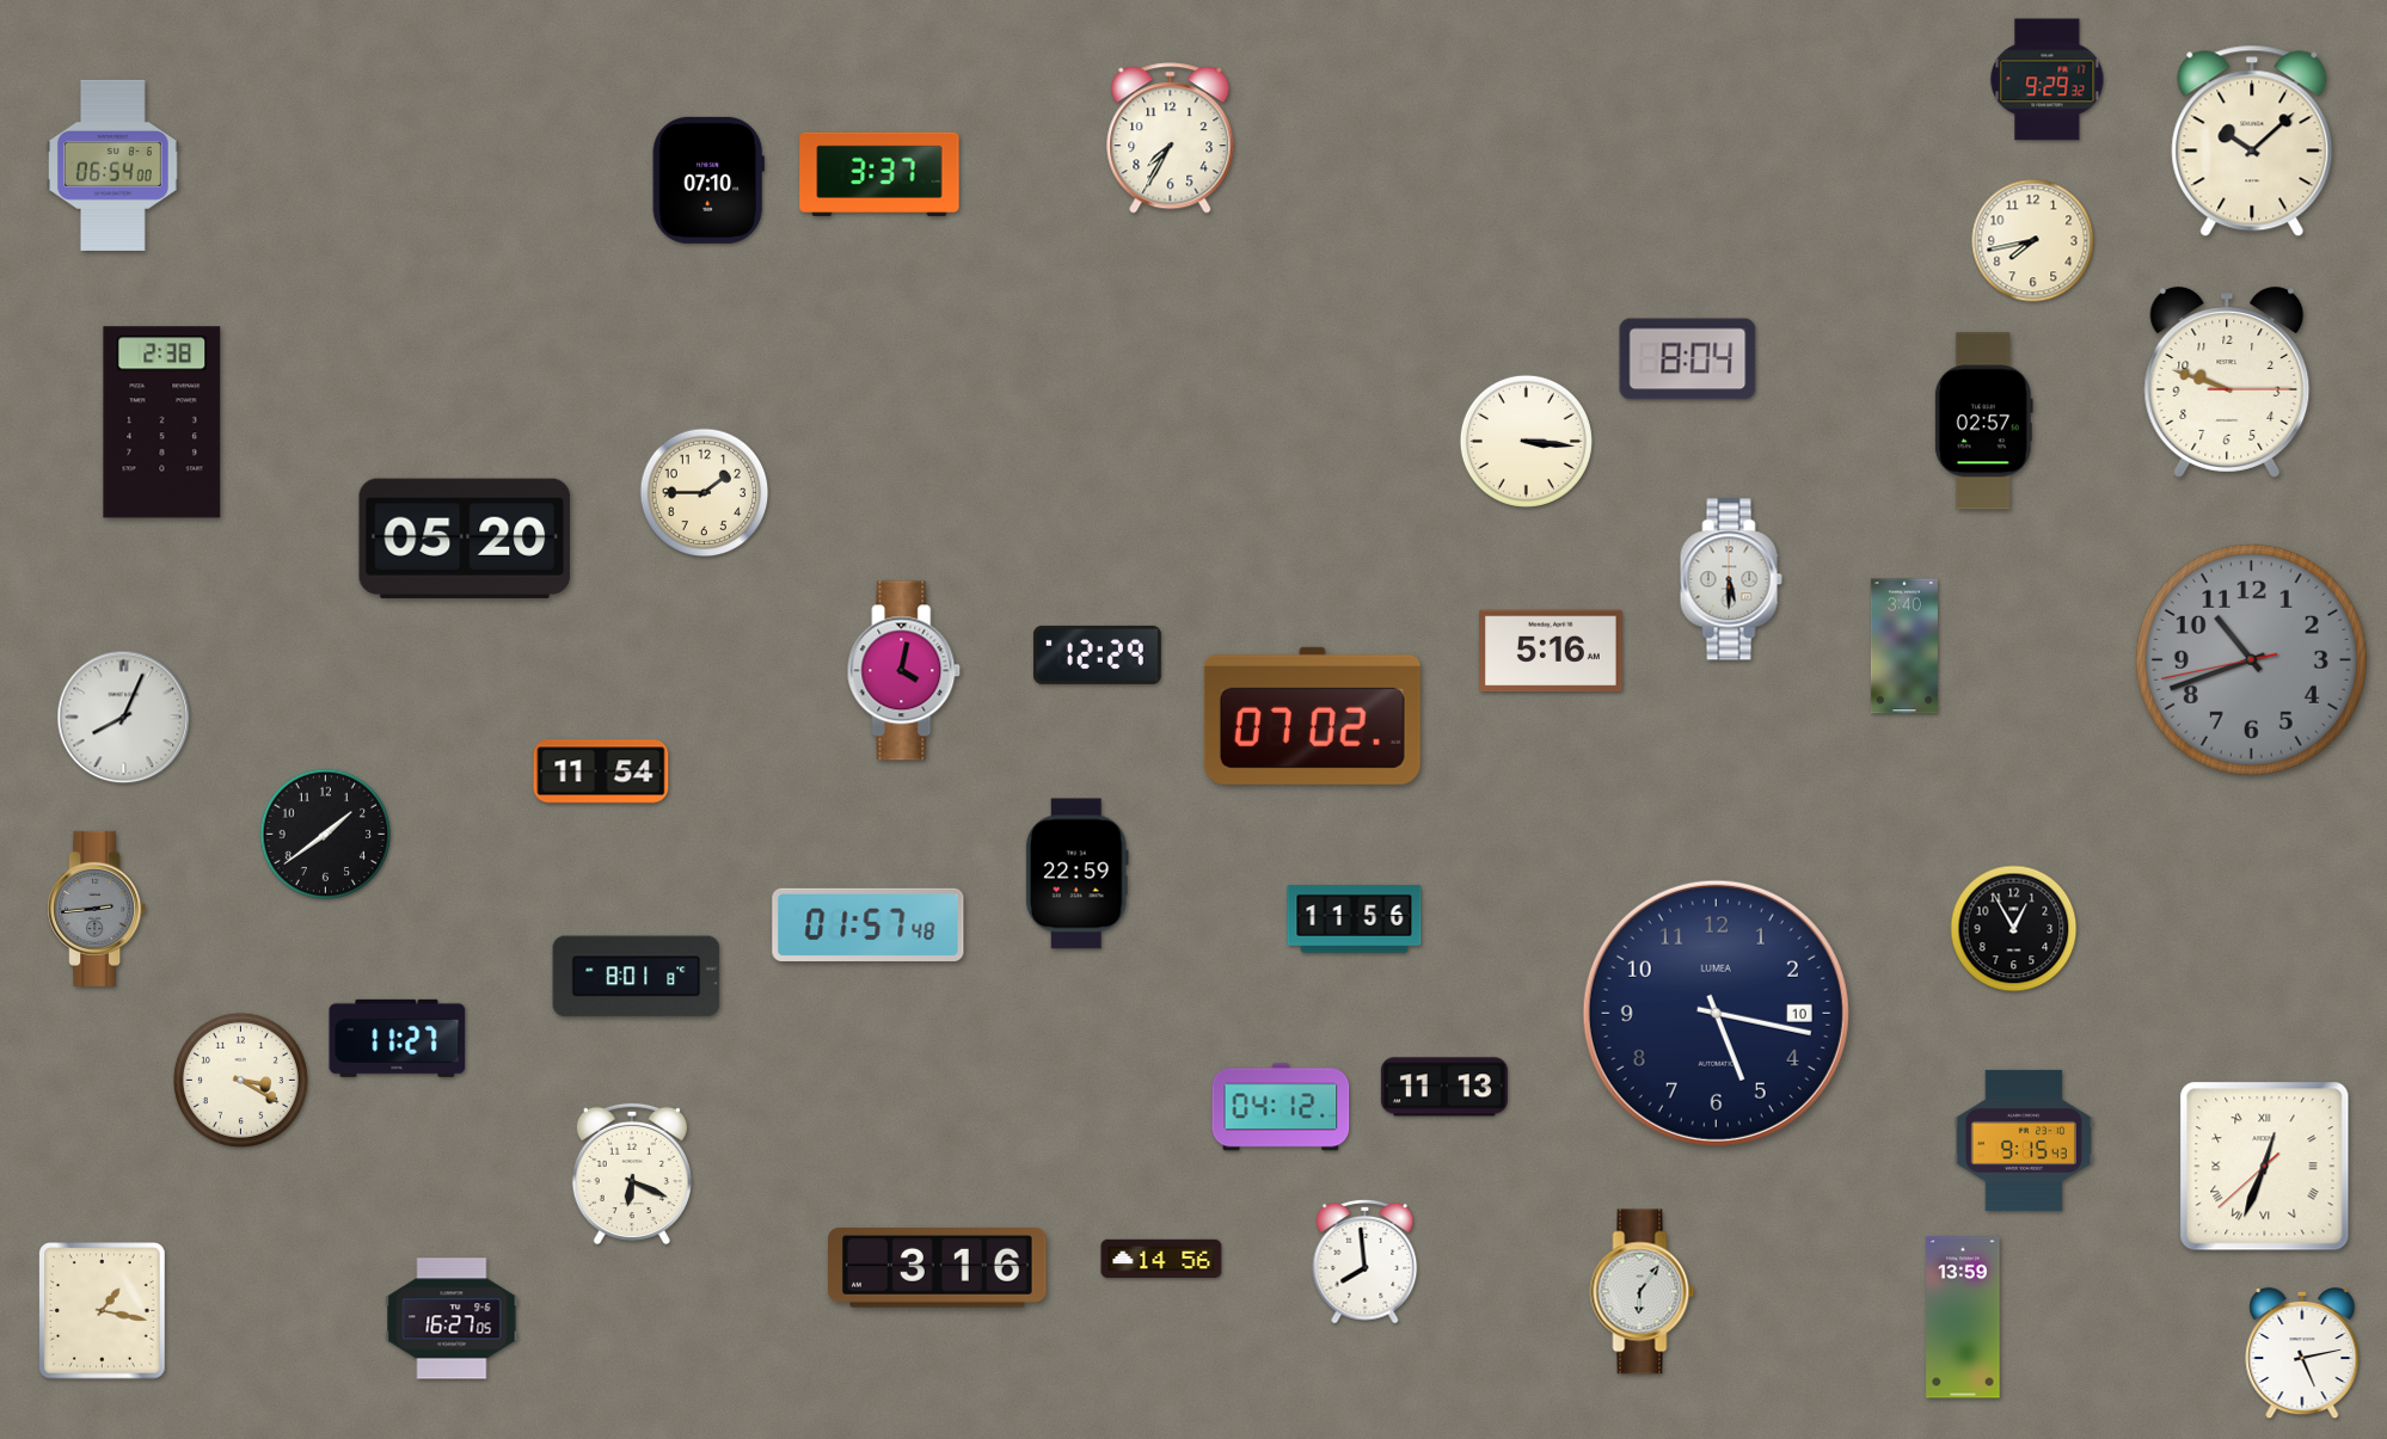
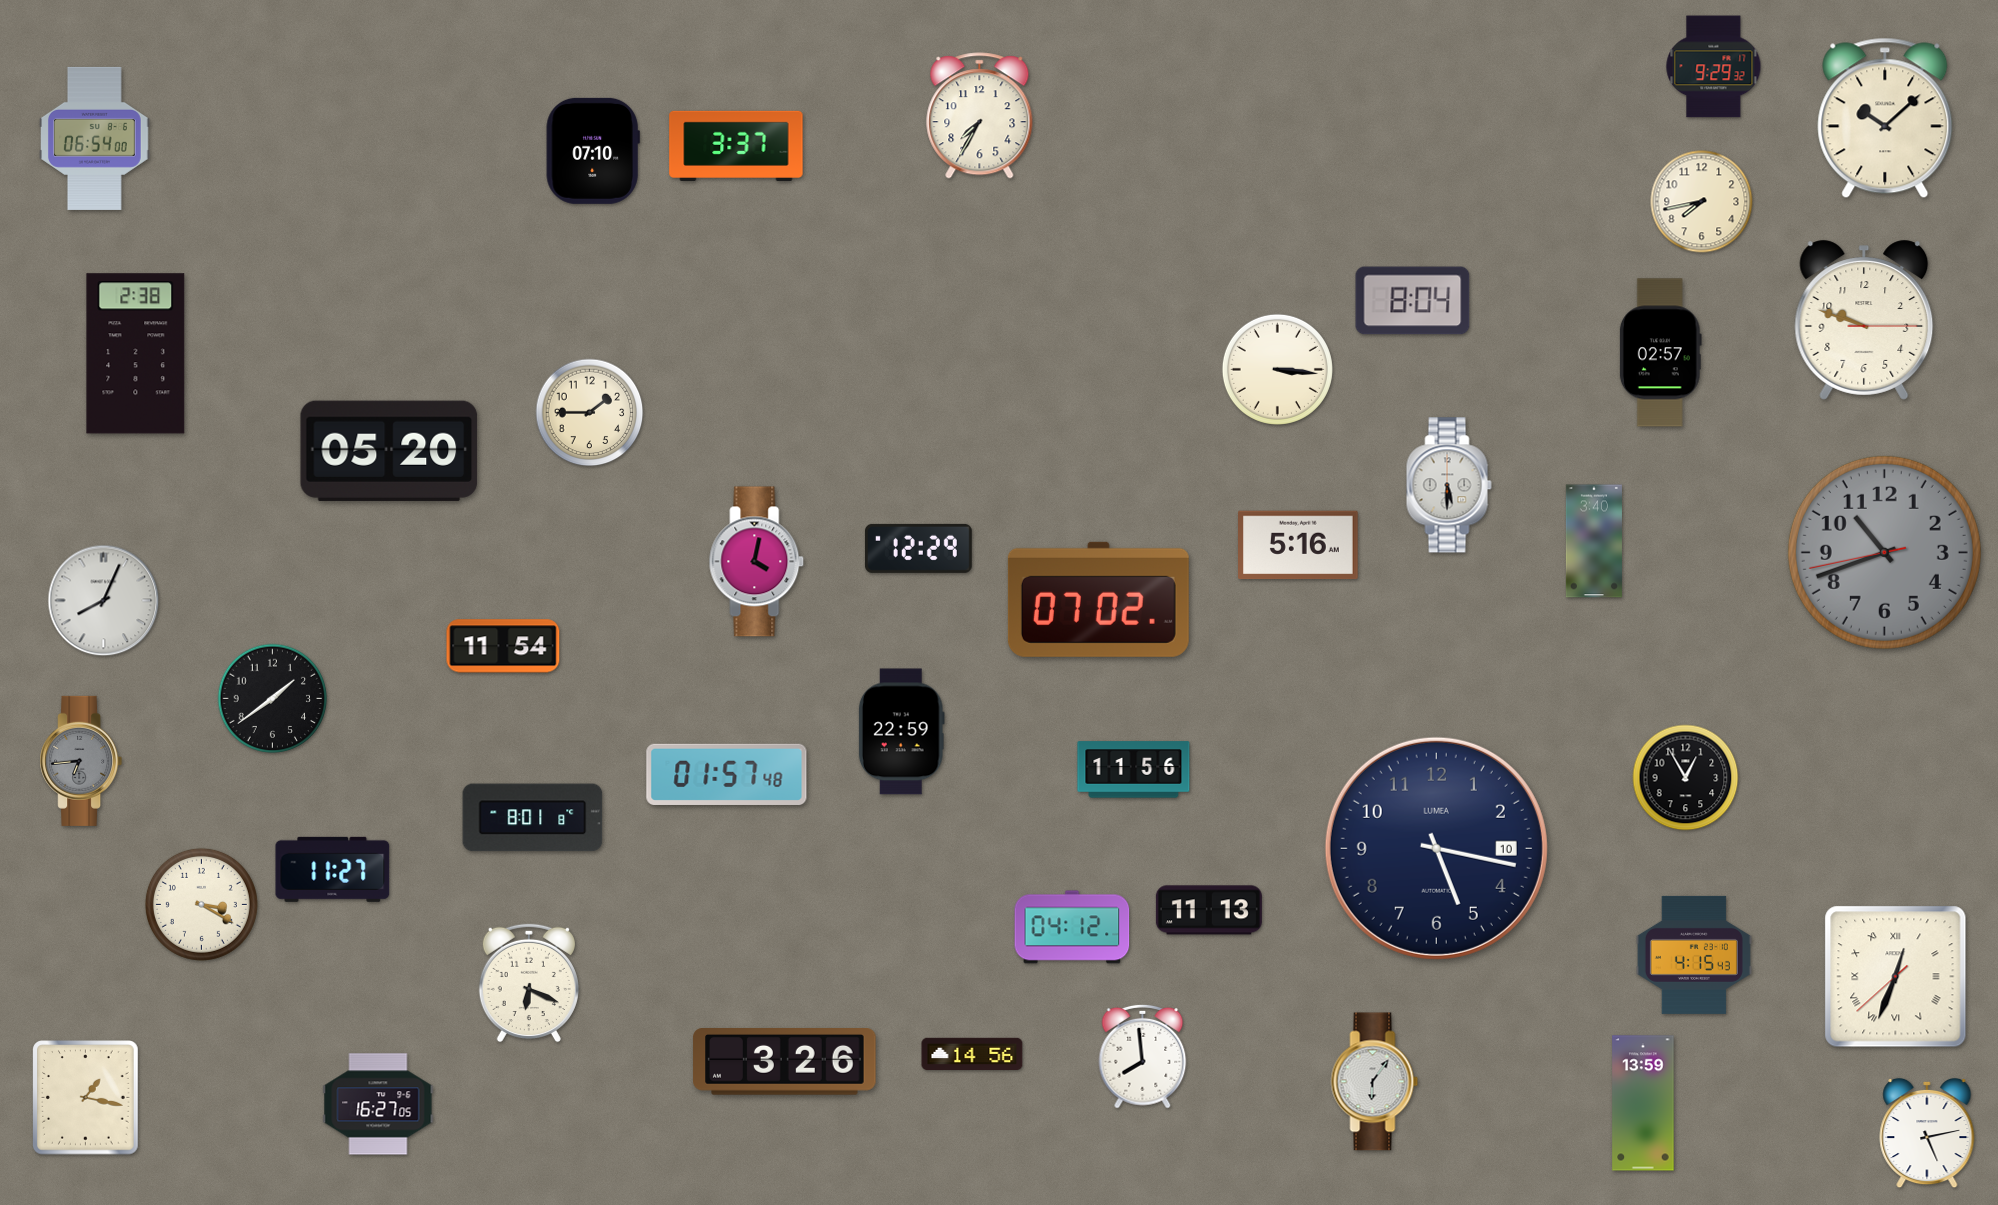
clock at (97, 909): 2:44 -> 6:44
clock at (2024, 1140): 9:15 -> 4:15
clock at (938, 1268): 3:16 -> 3:26
